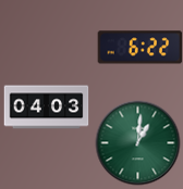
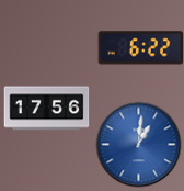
clock at (46, 108): 04:03 -> 17:56
clock at (137, 142) dial: green -> blue
